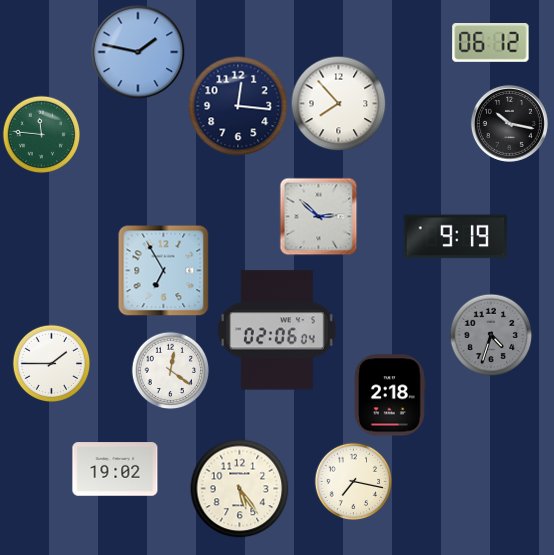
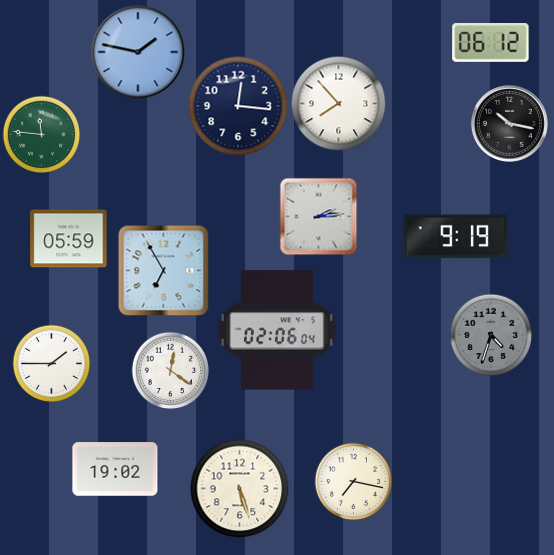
clock at (318, 216): 2:52 -> 2:14
clock at (69, 239): none -> 05:59
clock at (390, 395): 2:18 -> none
clock at (240, 489): 5:24 -> 5:27
